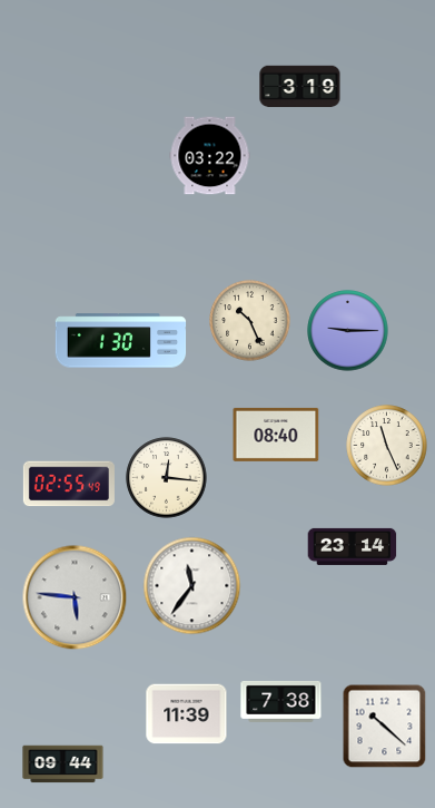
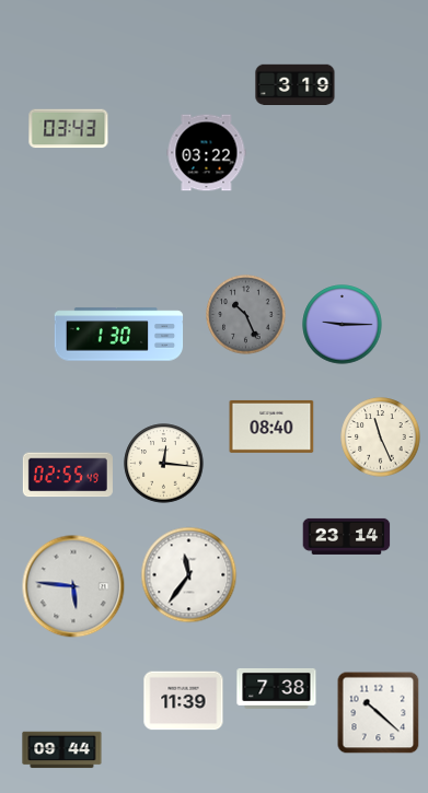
clock at (69, 129): none -> 03:43
clock at (250, 321) dial: cream -> grey
clock at (167, 478) position: (167, 478) -> (164, 464)
